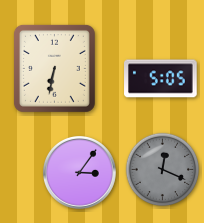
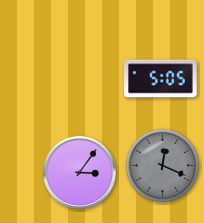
clock at (54, 68): 6:32 -> none
clock at (163, 170) position: (163, 170) -> (163, 166)
